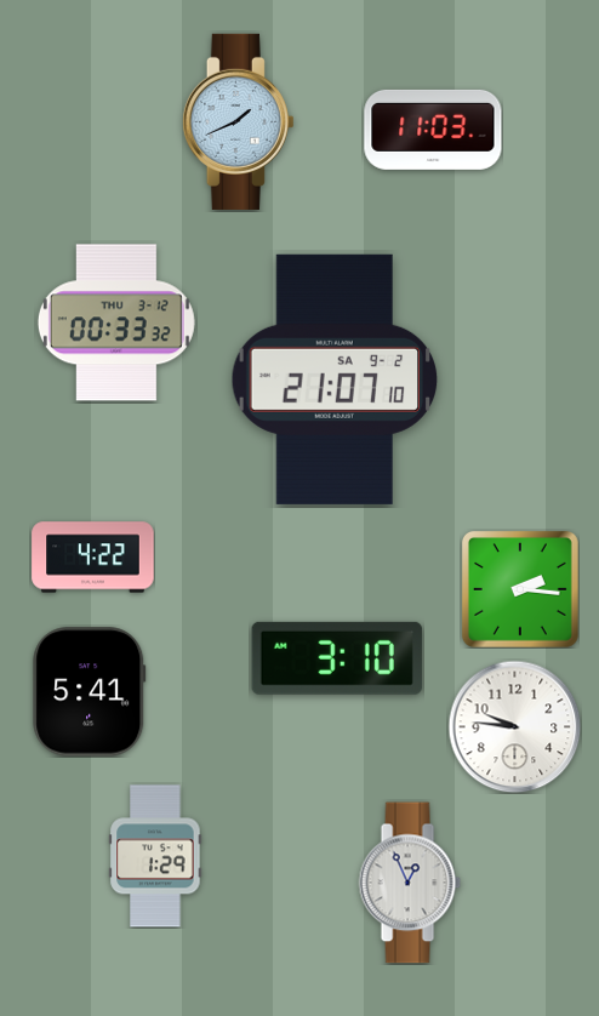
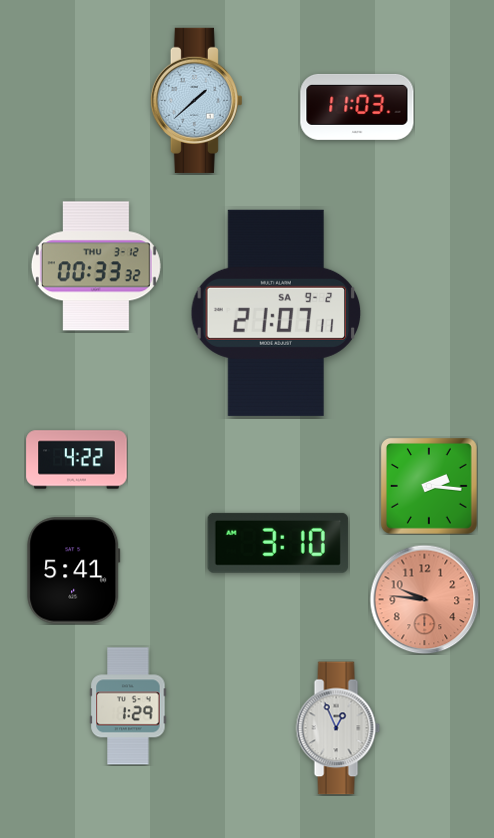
clock at (238, 121): 1:41 -> 1:38
clock at (335, 379): 21:07:10 -> 21:07:11
clock at (514, 726) dial: white -> salmon
